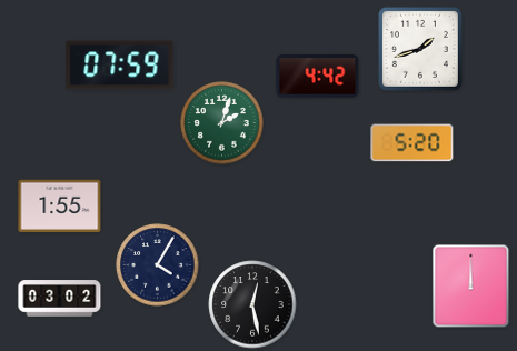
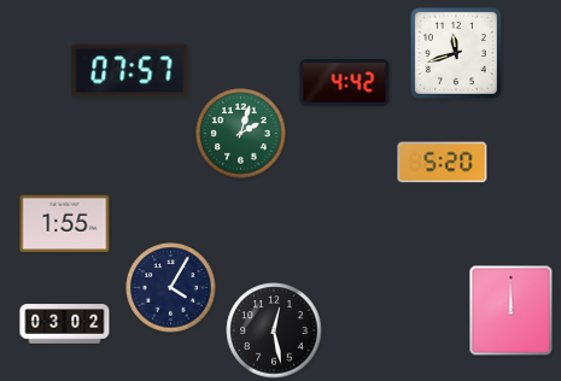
clock at (420, 49): 1:42 -> 11:42
clock at (120, 66): 07:59 -> 07:57
clock at (412, 143) position: (412, 143) -> (443, 163)
